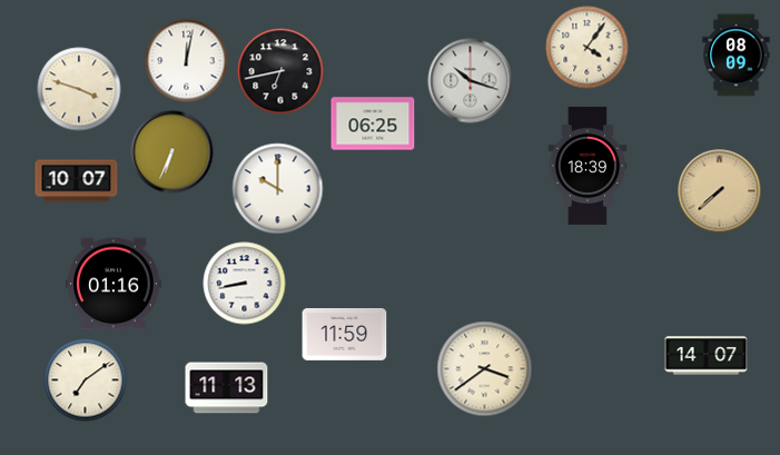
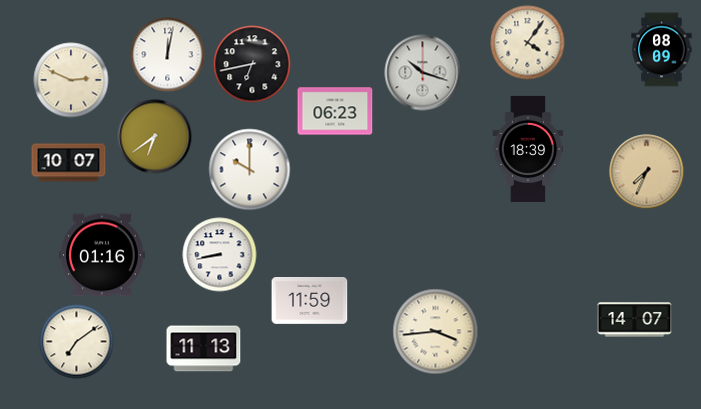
clock at (79, 89): 3:48 -> 2:49
clock at (373, 123): 06:25 -> 06:23
clock at (172, 152): 6:34 -> 6:39
clock at (720, 191): 7:38 -> 7:34
clock at (485, 369): 3:39 -> 3:44
